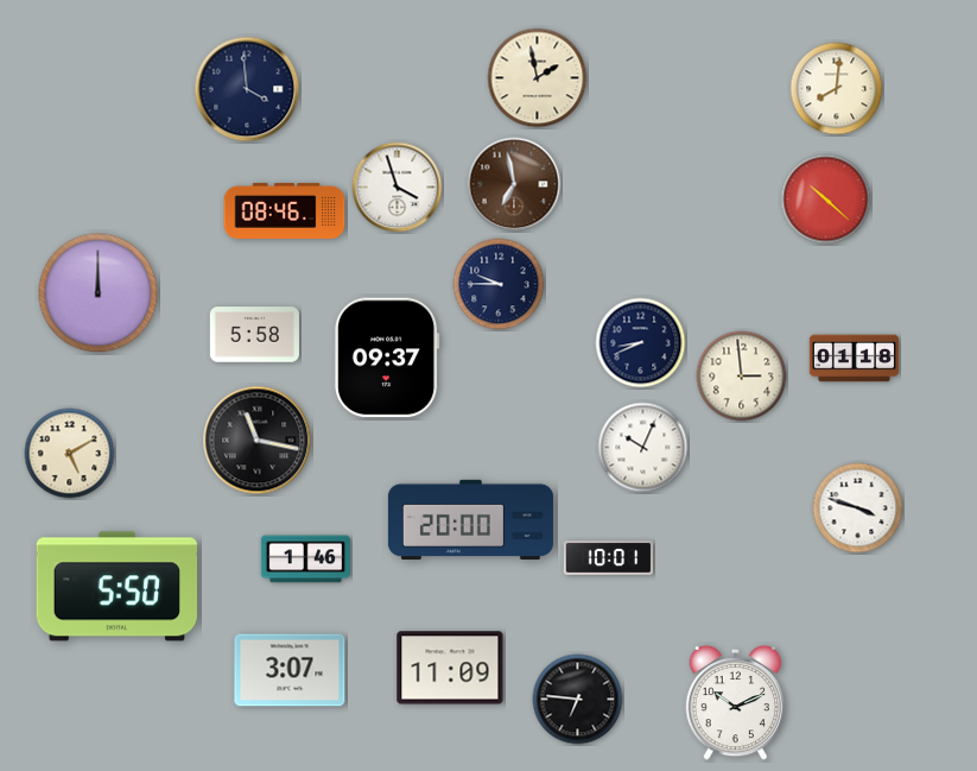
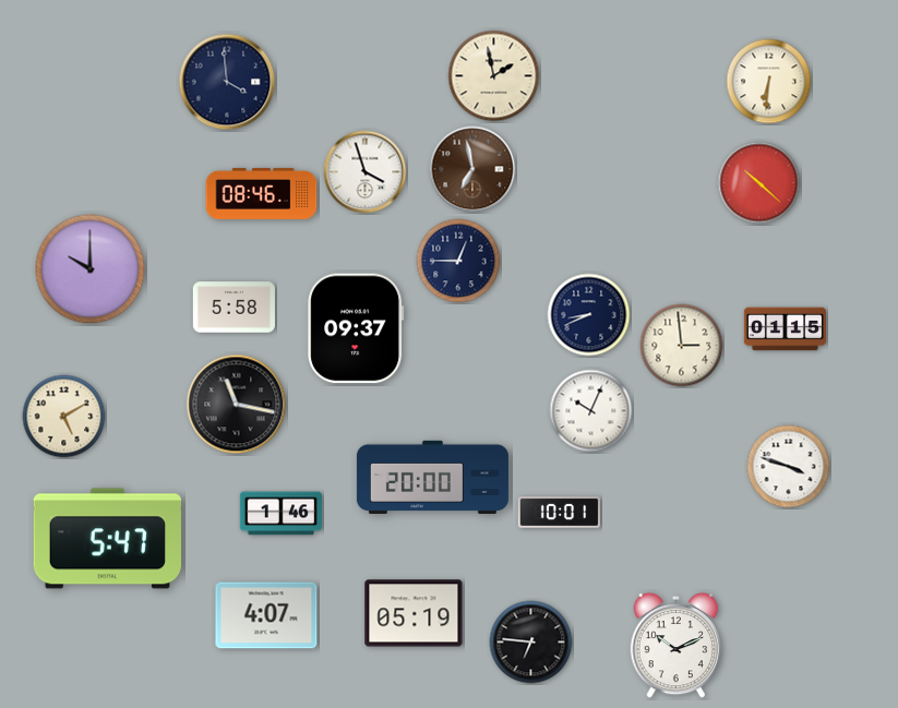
clock at (538, 78) position: (538, 78) -> (494, 76)
clock at (837, 89): 8:01 -> 6:31
clock at (499, 284): 9:45 -> 12:45
clock at (99, 293): 12:00 -> 10:00
clock at (854, 359): 01:18 -> 01:15
clock at (116, 587): 5:50 -> 5:47
clock at (450, 668): 11:09 -> 05:19
clock at (290, 670): 3:07 -> 4:07
